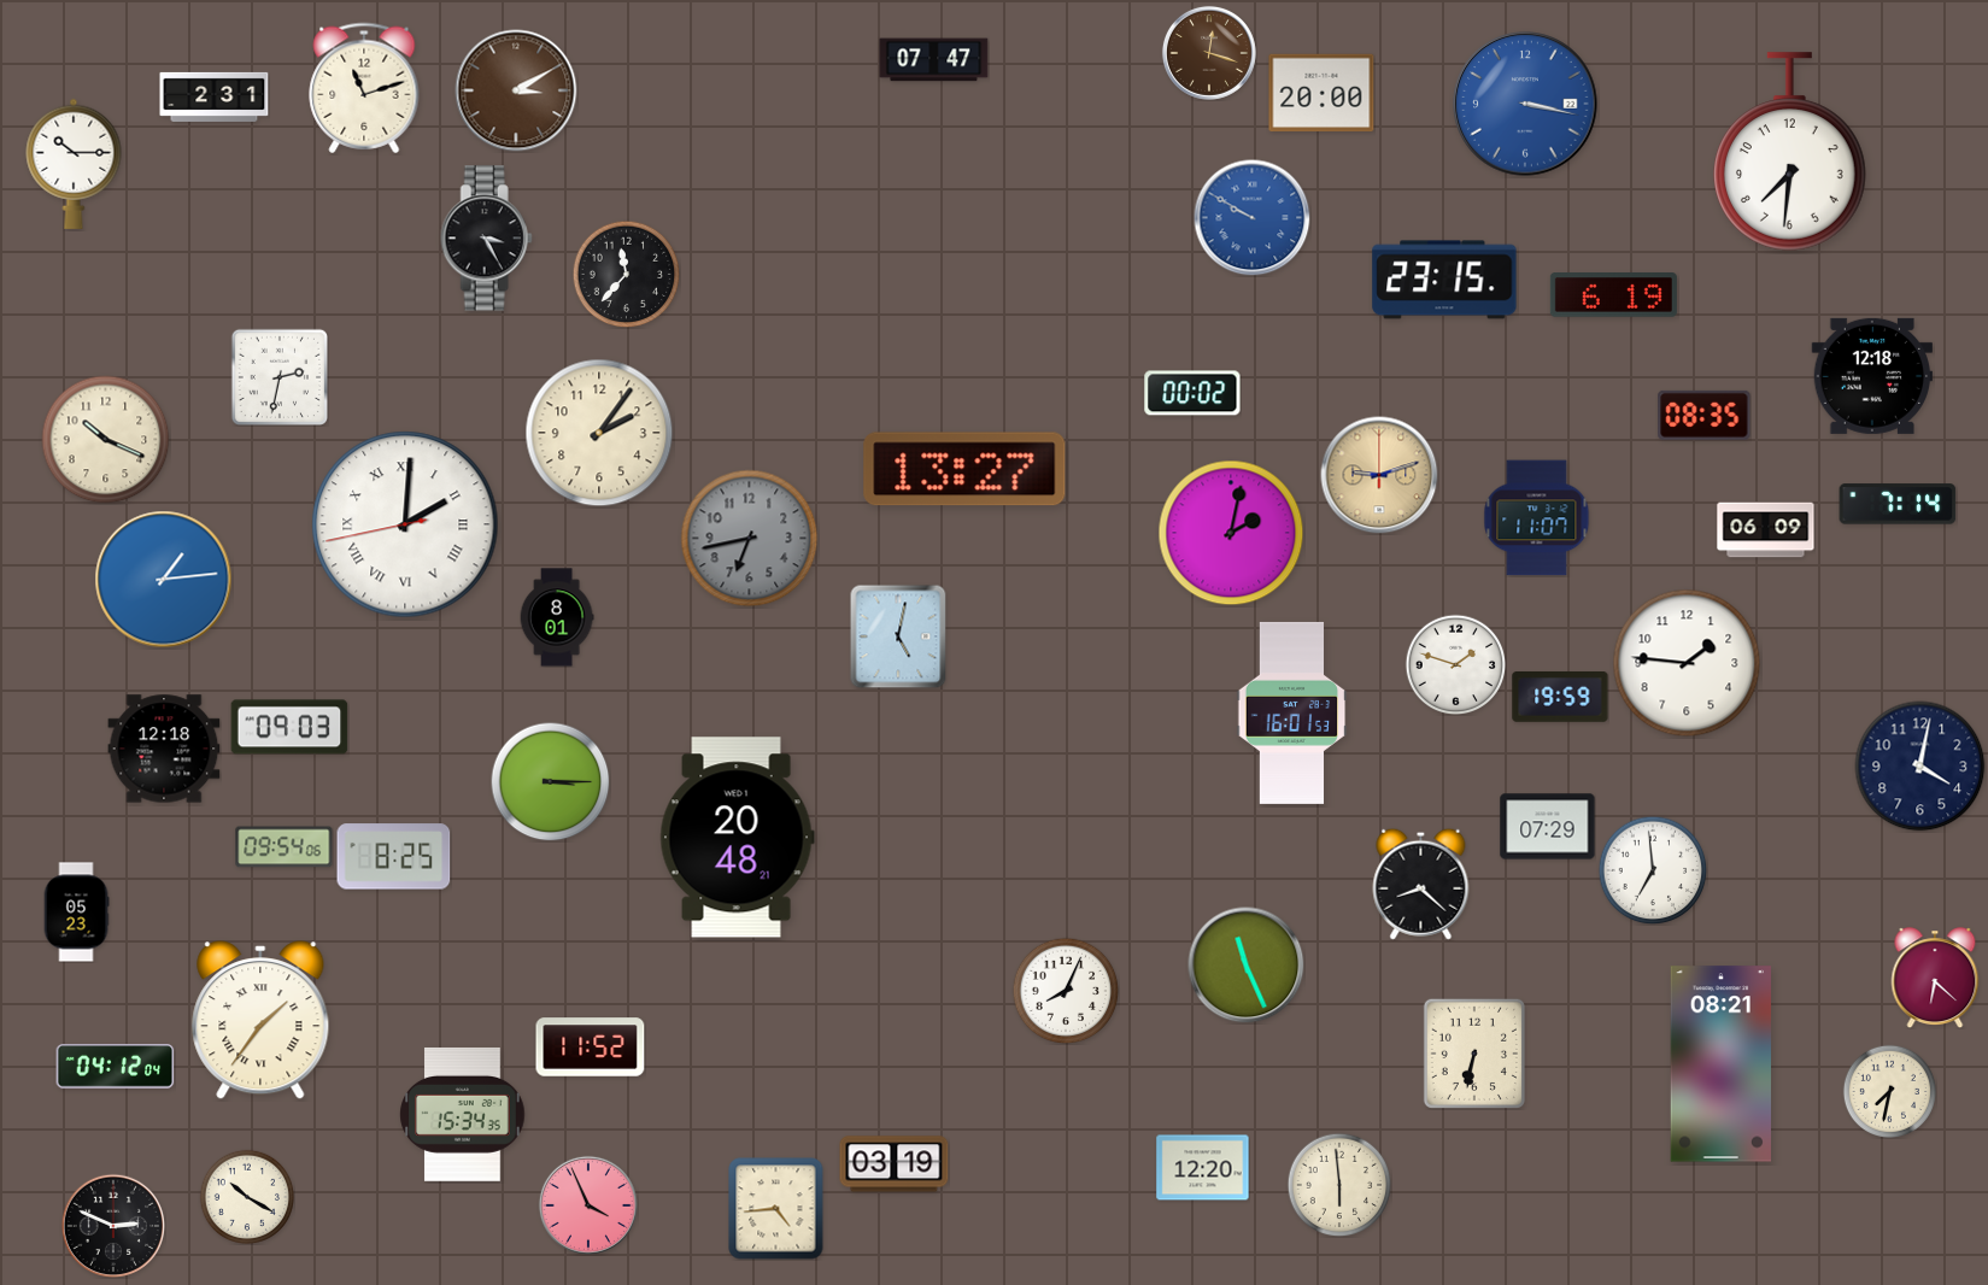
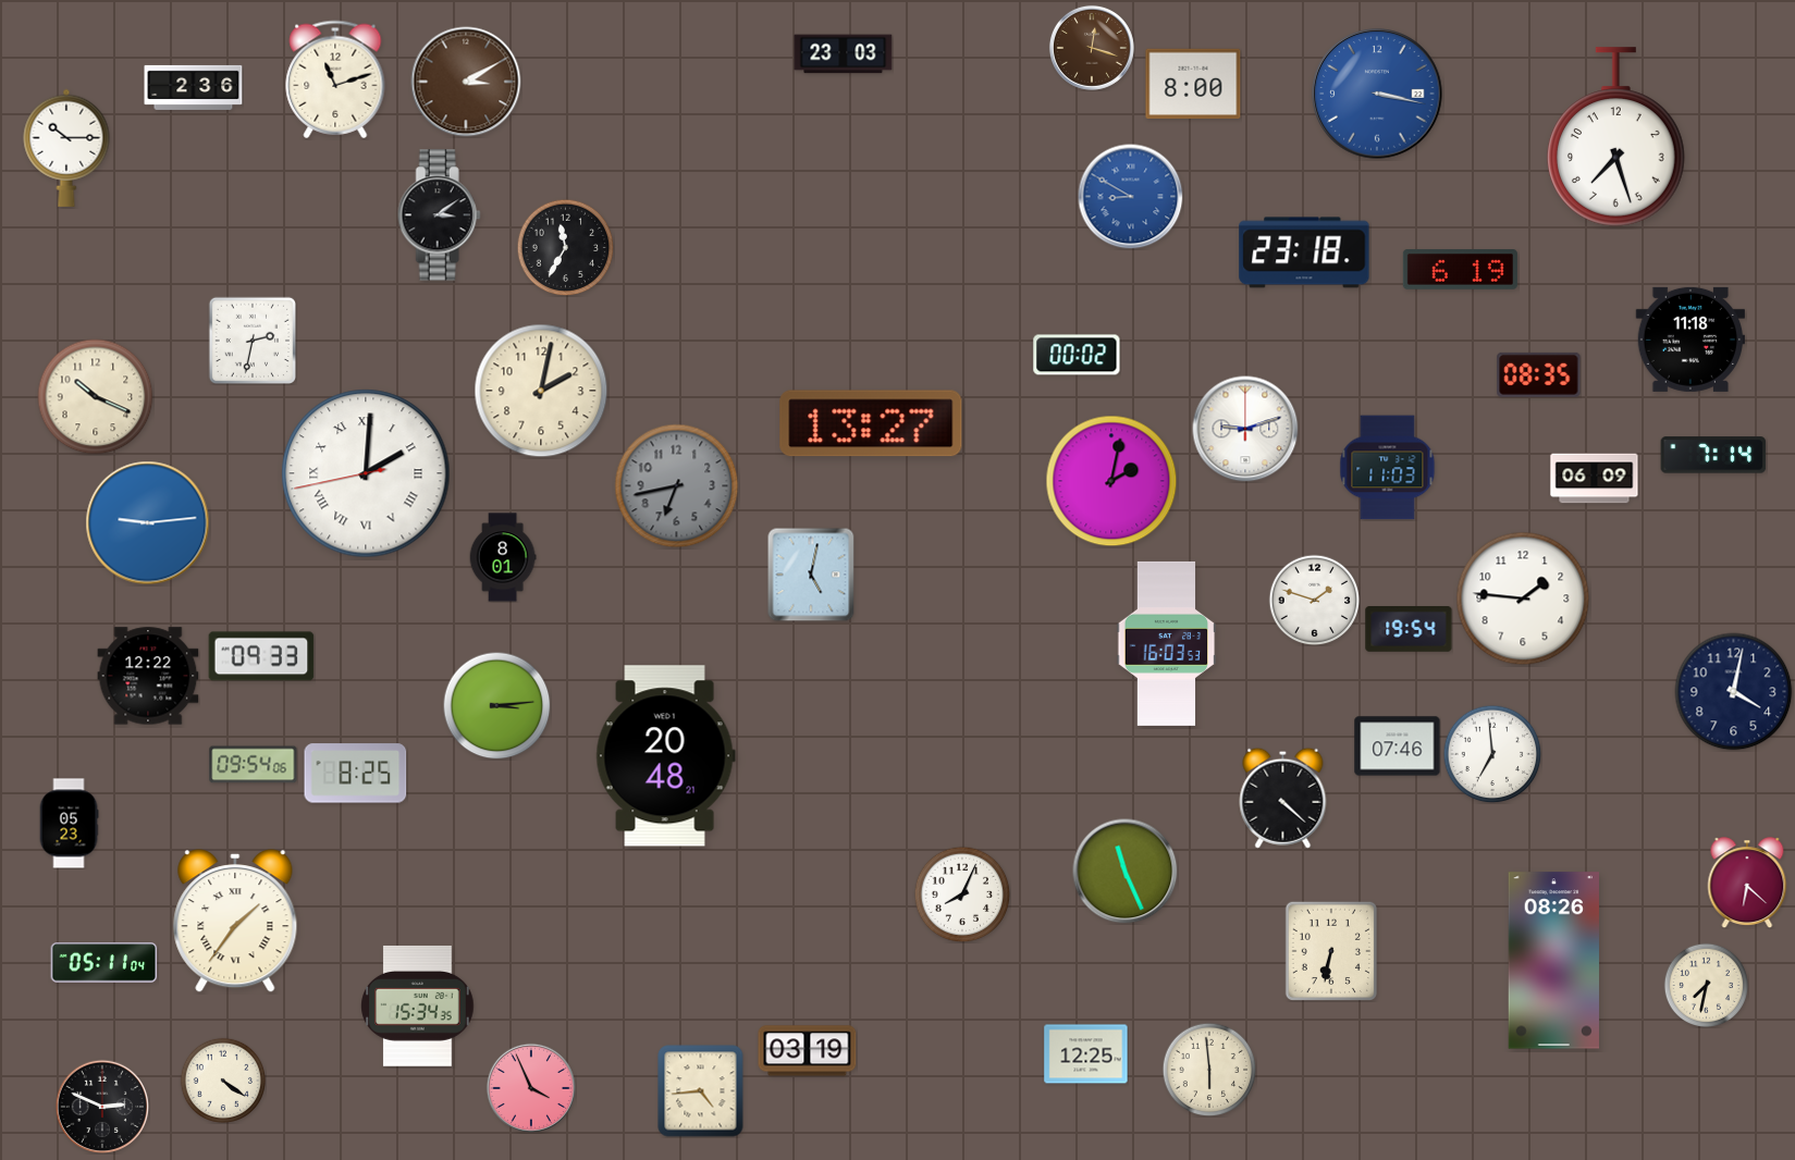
clock at (934, 60): 07:47 -> 23:03
clock at (364, 88) position: (364, 88) -> (335, 79)
clock at (1321, 93): 20:00 -> 8:00
clock at (215, 96): 2:31 -> 2:36
clock at (1790, 152): 7:31 -> 7:27
clock at (1253, 218): 9:50 -> 8:50
clock at (486, 239): 3:25 -> 3:09
clock at (626, 274): 11:37 -> 11:35
clock at (1444, 280): 23:15 -> 23:18
clock at (1613, 295) position: (1613, 295) -> (1460, 270)
clock at (1872, 376): 12:18 -> 11:18
clock at (599, 433): 2:06 -> 2:02
clock at (1379, 475) dial: champagne -> white
clock at (1537, 518): 11:07 -> 11:03
clock at (164, 580): 1:14 -> 9:14
clock at (1560, 698): 19:59 -> 19:54
clock at (1292, 712): 16:01 -> 16:03
clock at (289, 727): 09:03 -> 09:33
clock at (164, 749): 12:18 -> 12:22
clock at (551, 782): 3:15 -> 3:14
clock at (1548, 827): 07:29 -> 07:46
clock at (285, 847) position: (285, 847) -> (254, 765)
clock at (1653, 870) position: (1653, 870) -> (1492, 754)
clock at (1421, 884): 8:22 -> 4:22
clock at (591, 1048): 11:52 -> none
clock at (1720, 1064): 08:21 -> 08:26
clock at (116, 1067): 04:12 -> 05:11
clock at (1203, 1168): 12:20 -> 12:25
clock at (246, 1196): 10:20 -> 4:21
